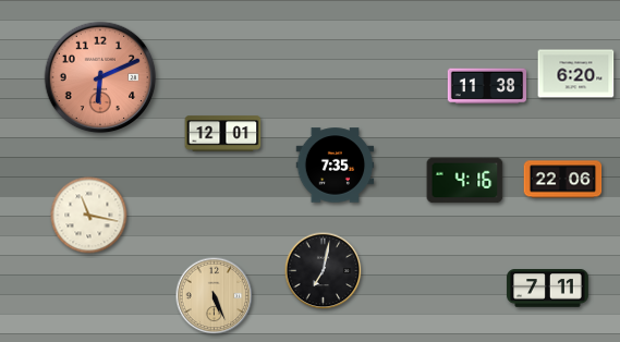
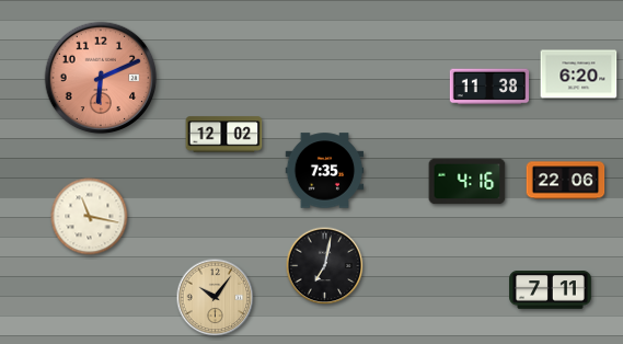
clock at (223, 134): 12:01 -> 12:02
clock at (336, 166) position: (336, 166) -> (325, 171)
clock at (324, 271) position: (324, 271) -> (325, 266)
clock at (215, 296): 5:26 -> 10:06
